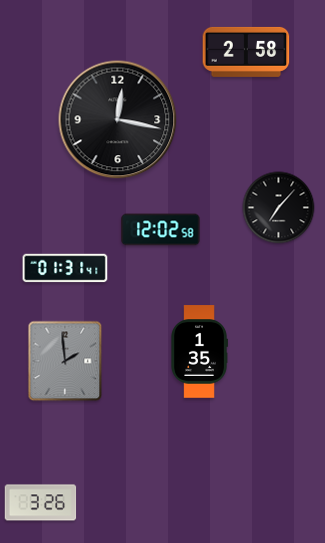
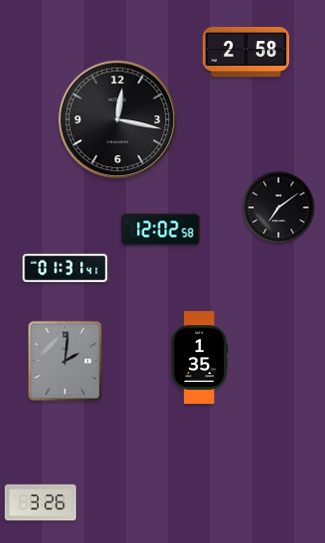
clock at (279, 208): 7:07 -> 7:09
clock at (199, 352) position: (199, 352) -> (199, 358)
clock at (65, 361): 1:59 -> 2:01
